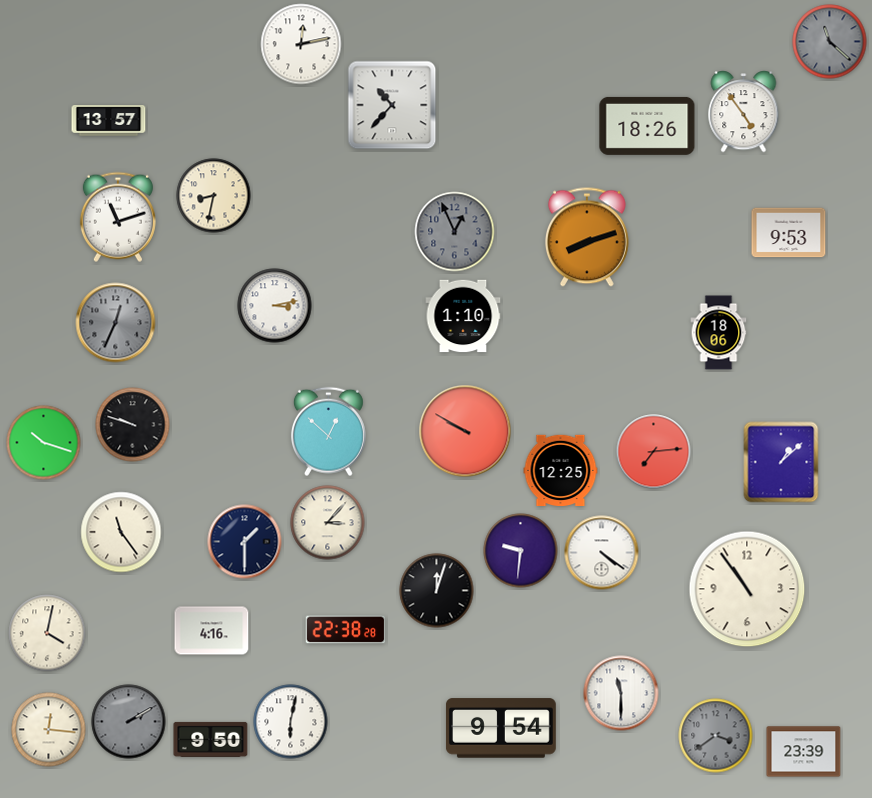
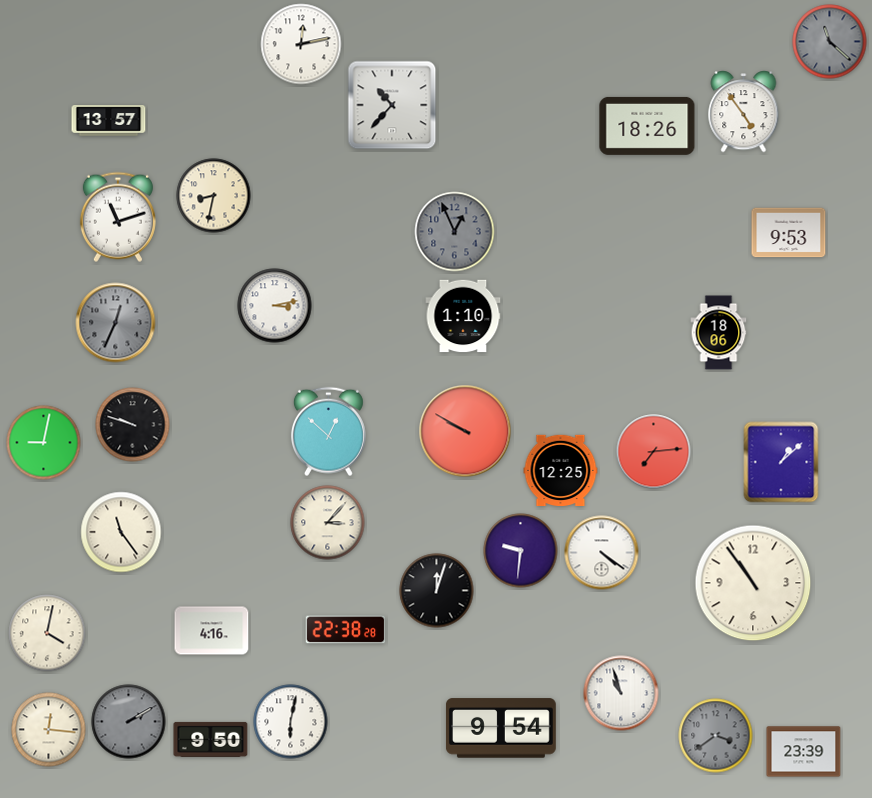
clock at (587, 237): 8:12 -> none
clock at (44, 443): 10:18 -> 9:02
clock at (245, 542): 1:30 -> none
clock at (747, 589) position: (747, 589) -> (753, 583)
clock at (621, 693): 11:30 -> 10:57
